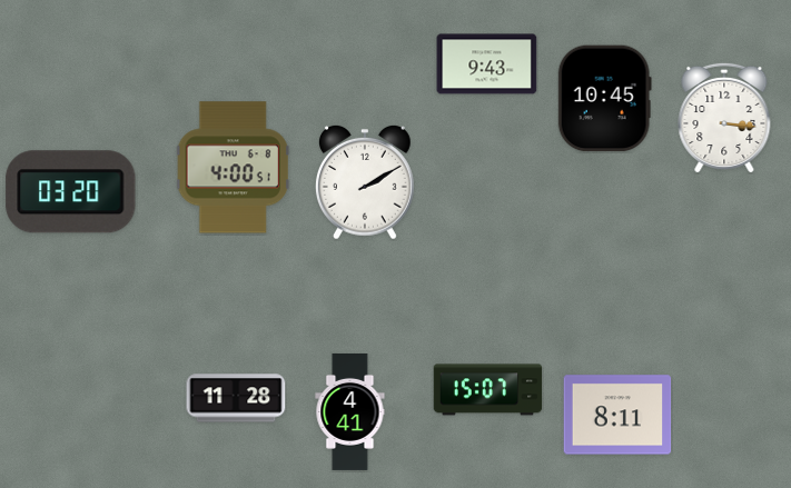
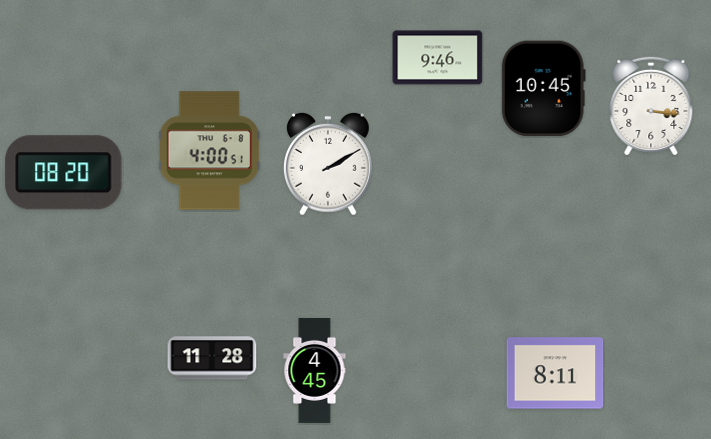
clock at (487, 64): 9:43 -> 9:46
clock at (71, 192): 03:20 -> 08:20
clock at (488, 390): 15:07 -> none
clock at (350, 411): 4:41 -> 4:45
